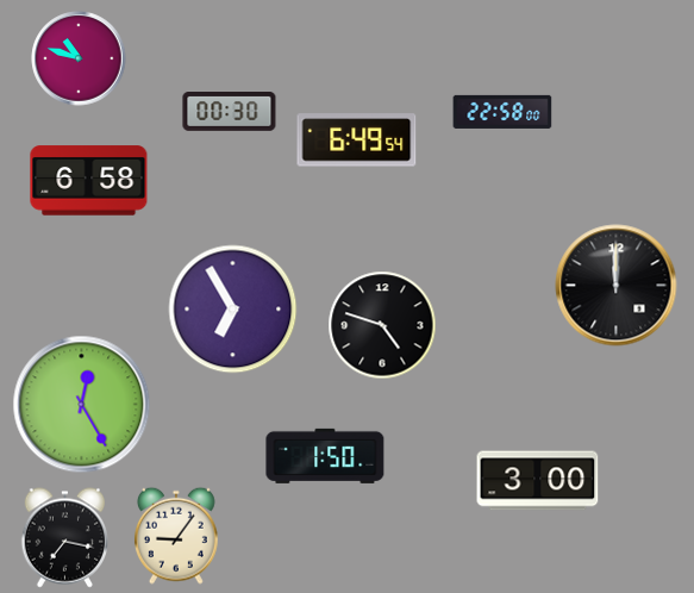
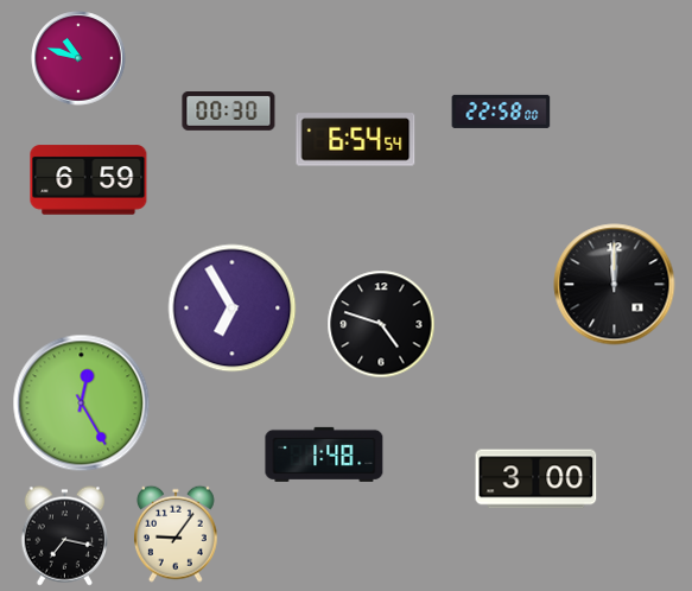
clock at (357, 141): 6:49 -> 6:54
clock at (89, 181): 6:58 -> 6:59
clock at (325, 456): 1:50 -> 1:48
